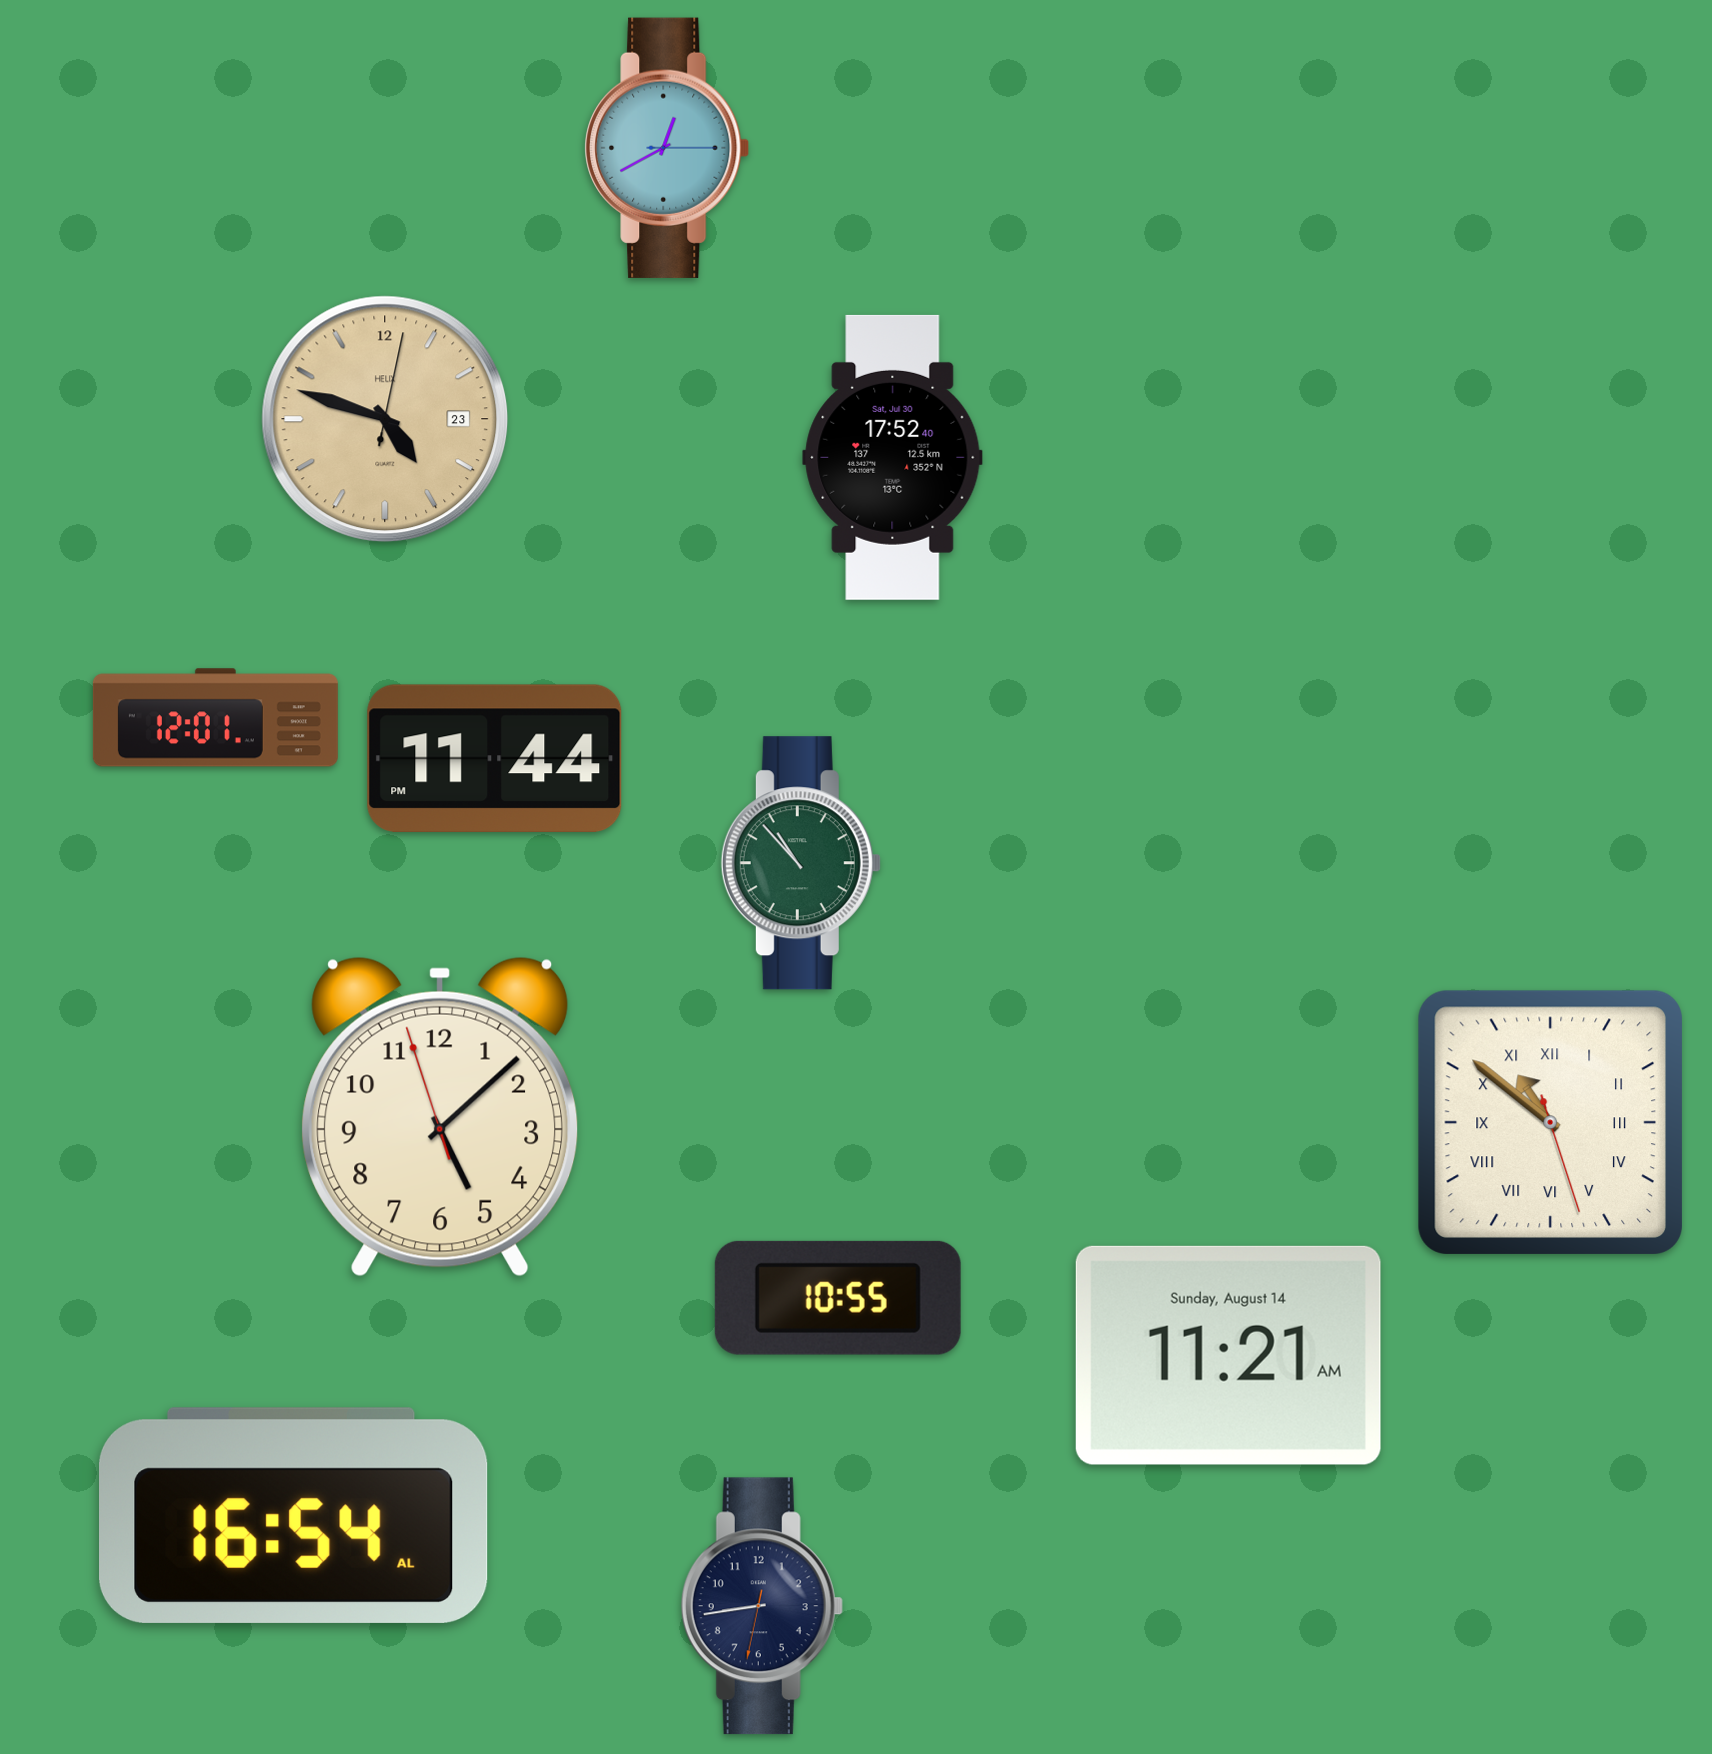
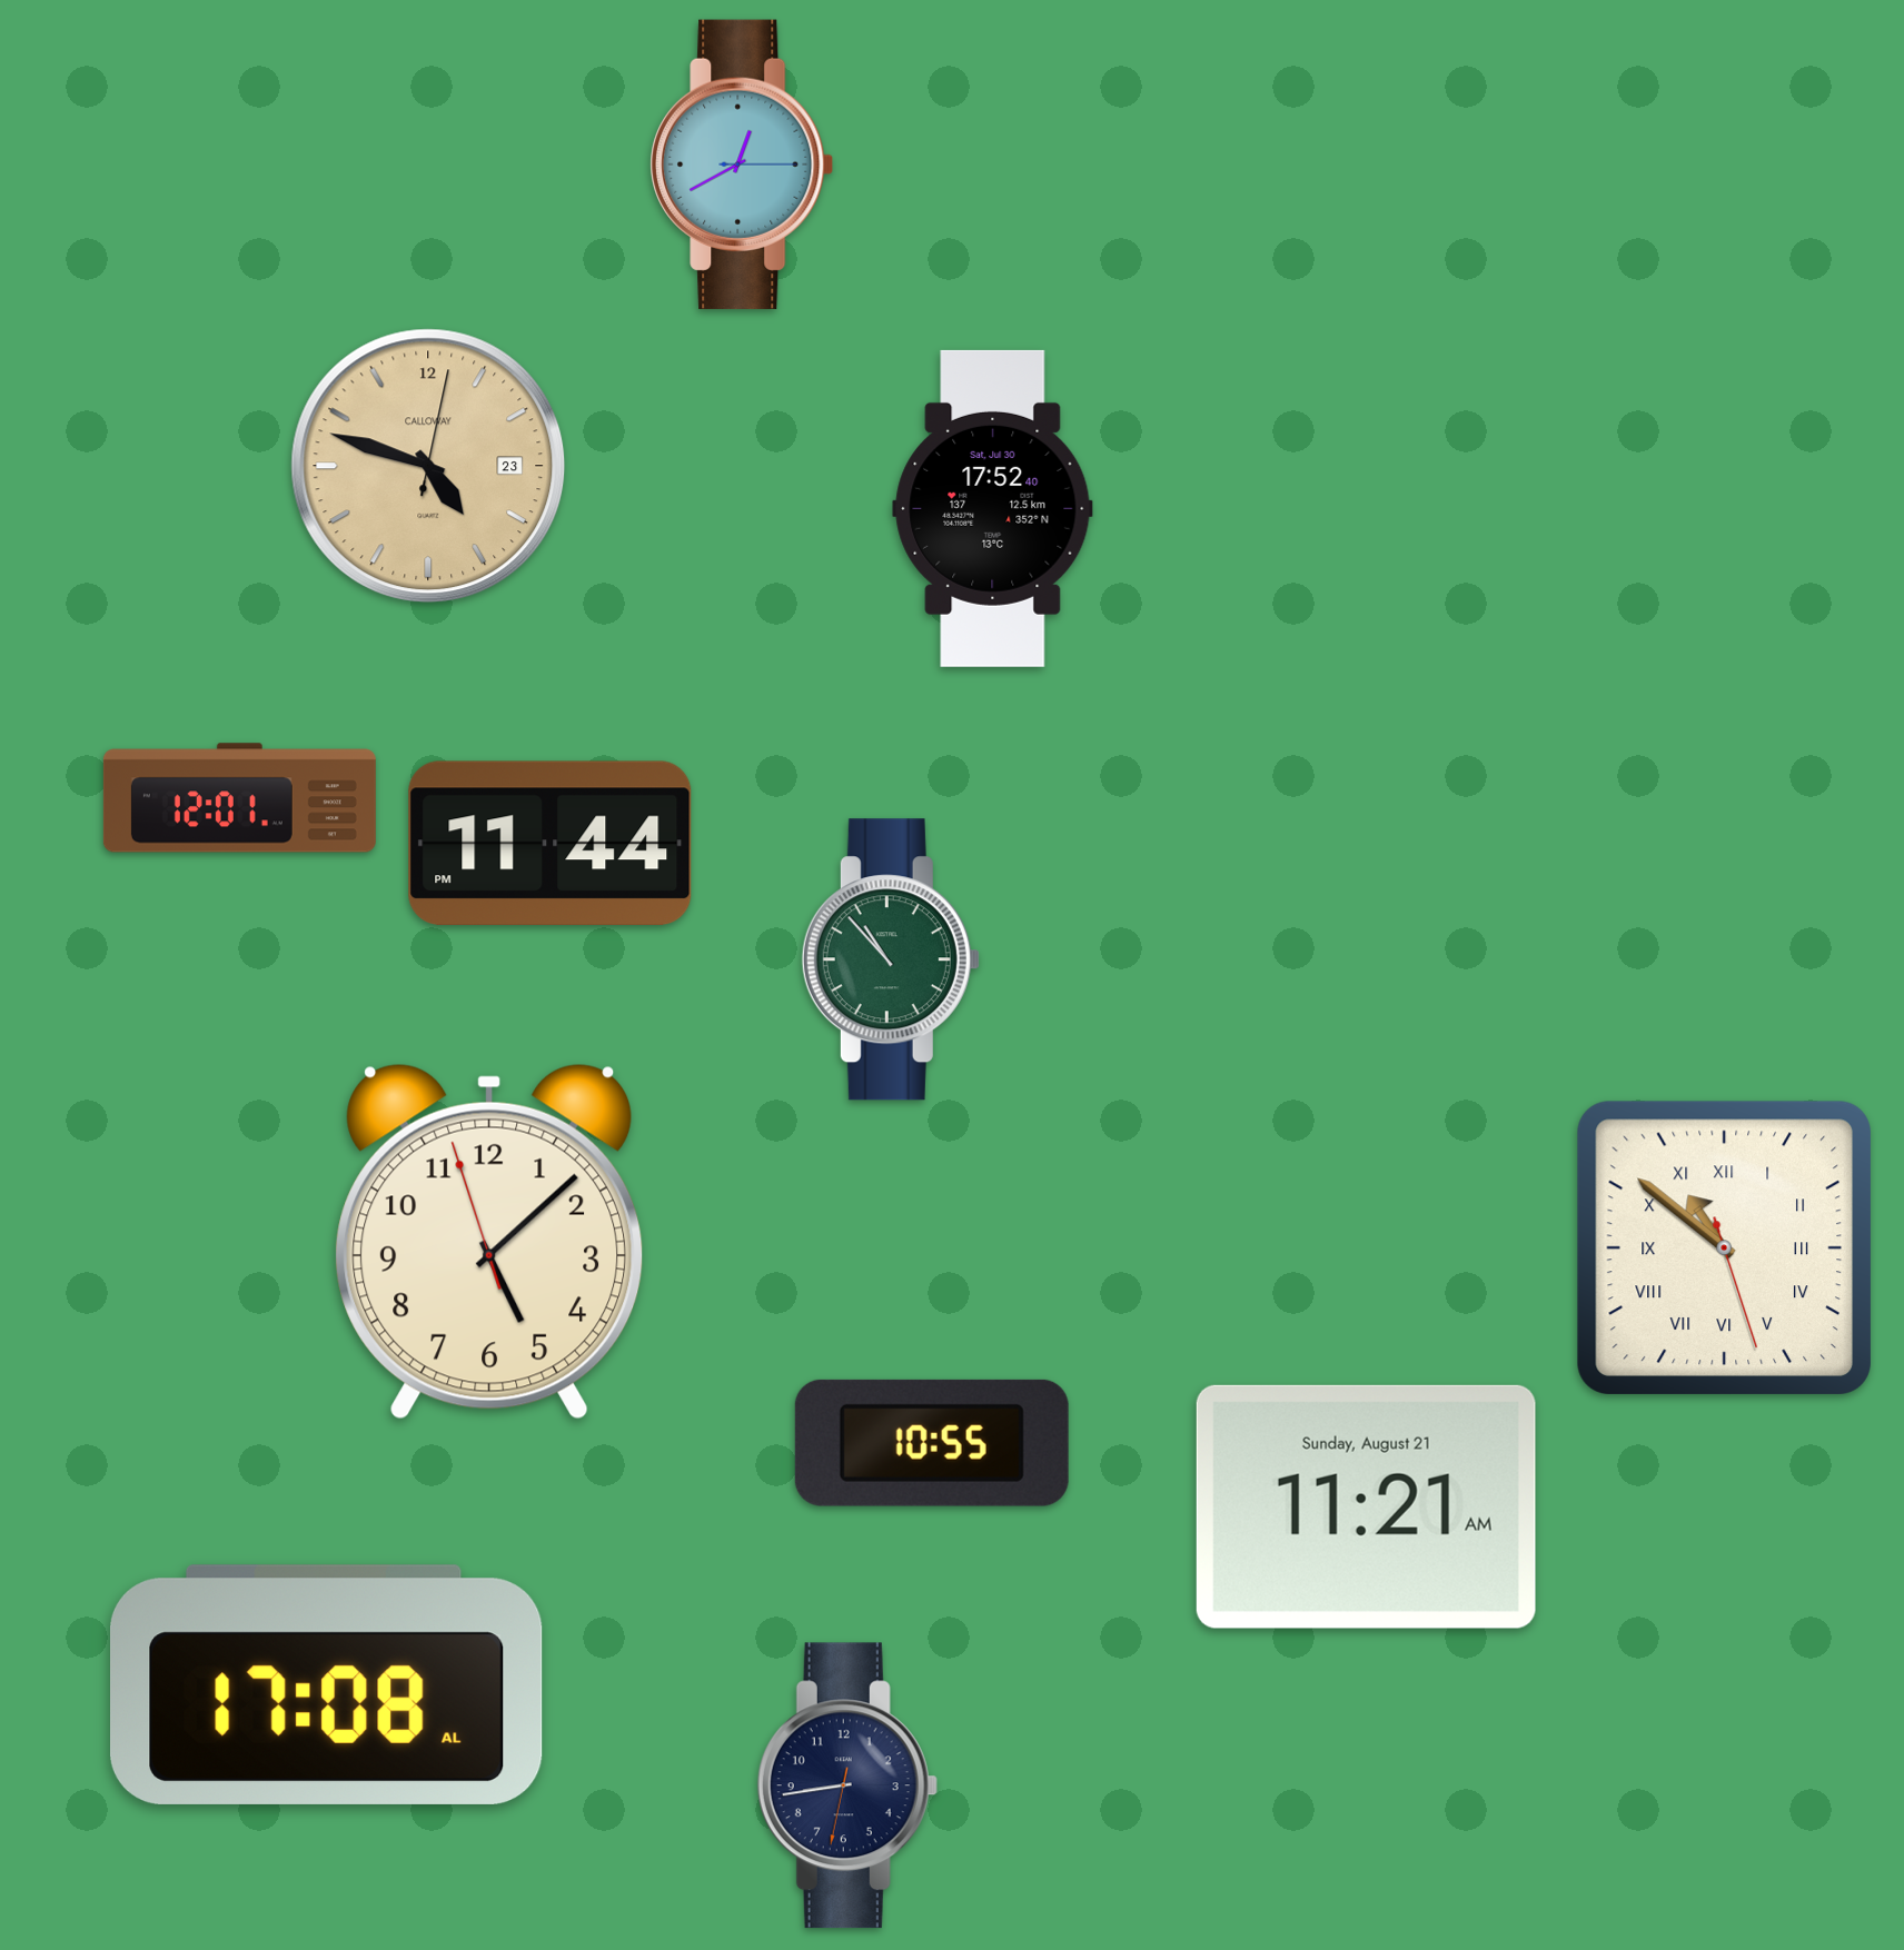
clock at (385, 419) brand: HELIX -> CALLOWAY
clock at (1228, 1355) date: Sunday, August 14 -> Sunday, August 21
clock at (294, 1515): 16:54 -> 17:08
